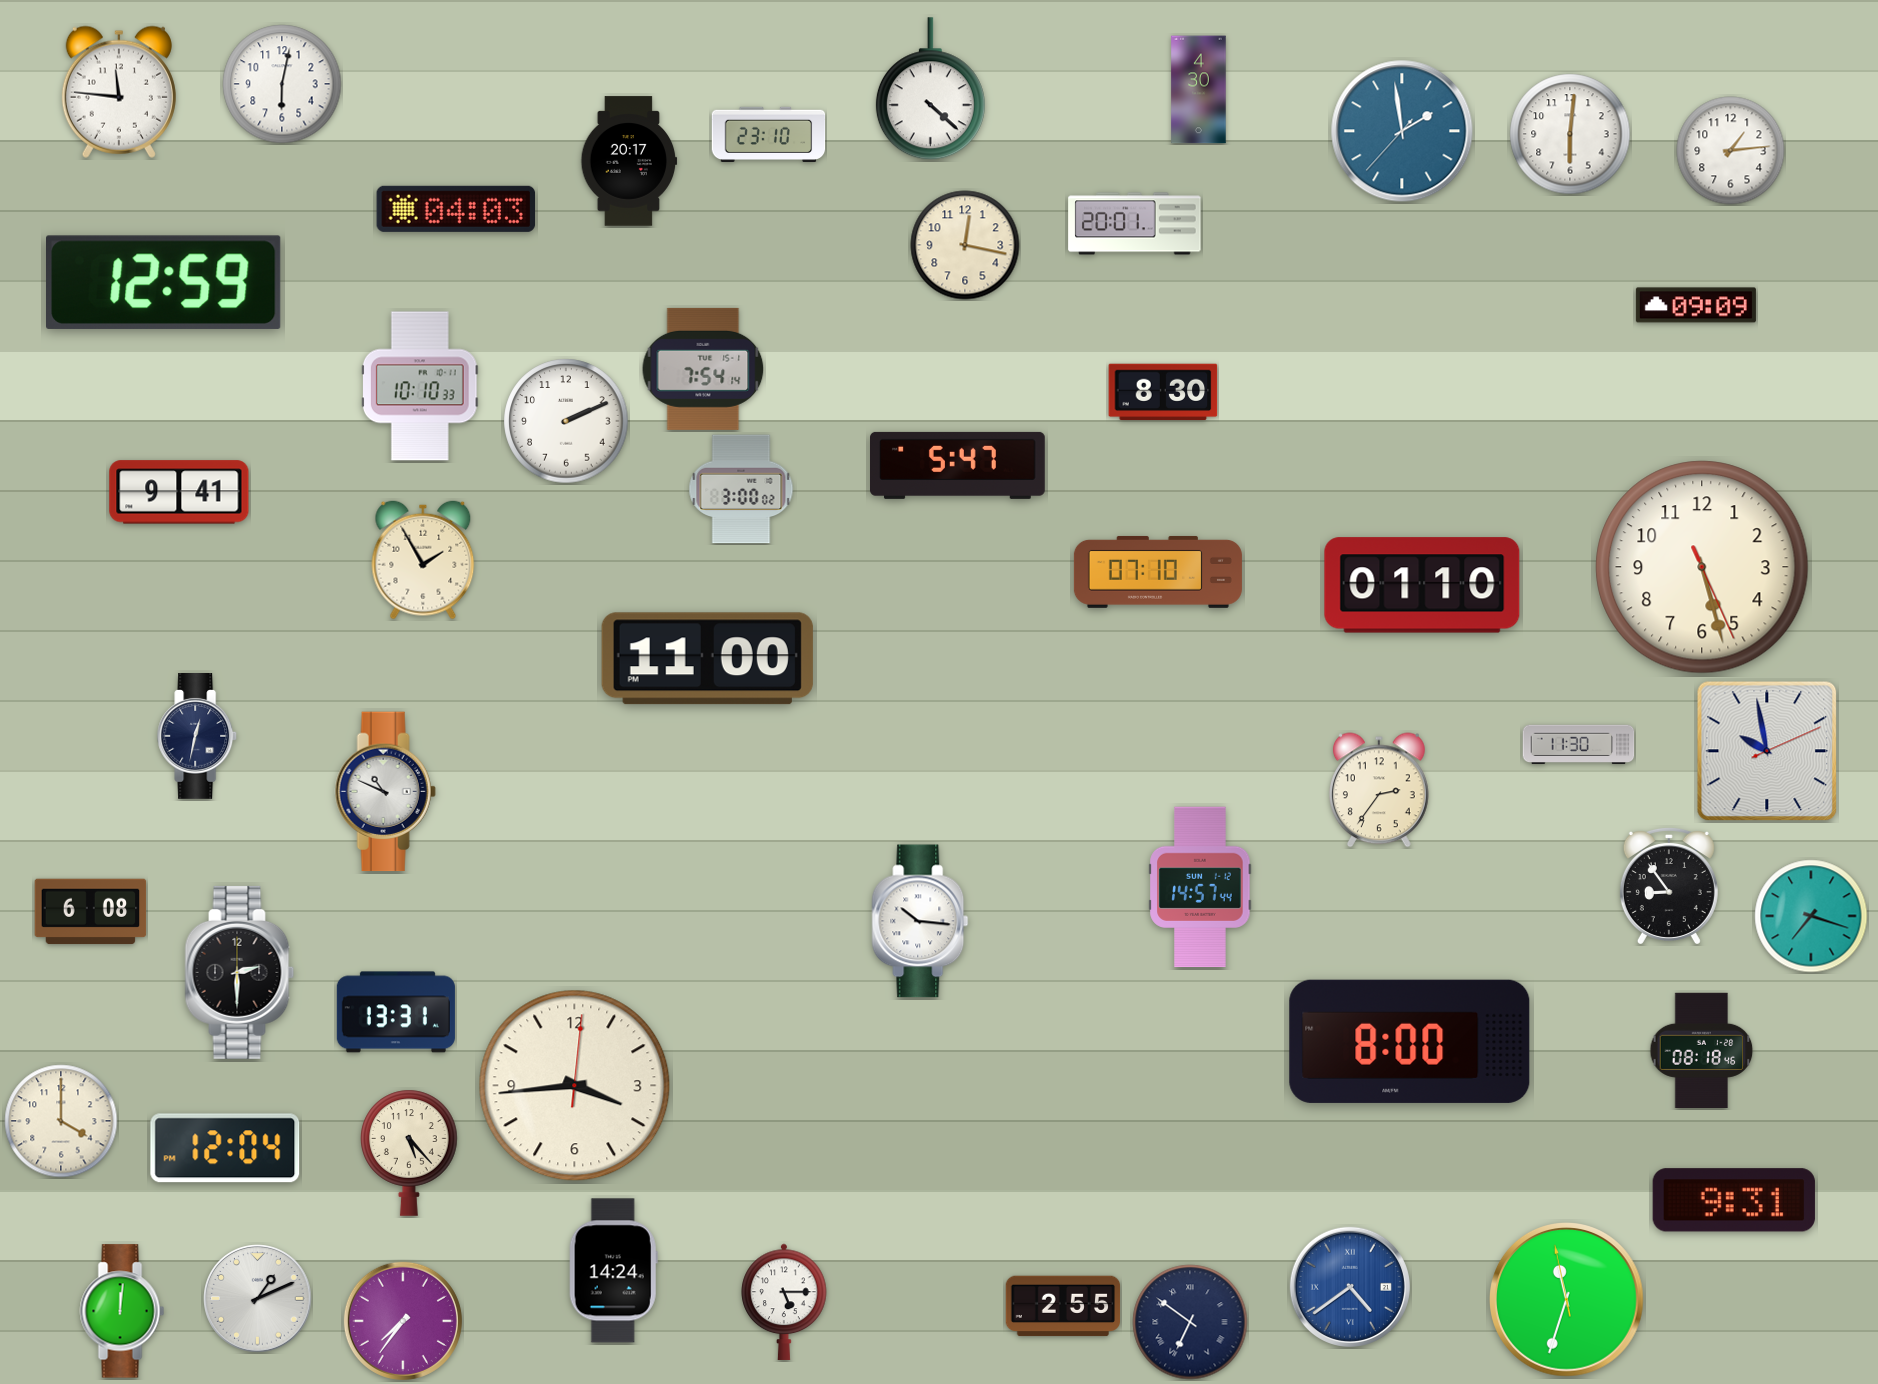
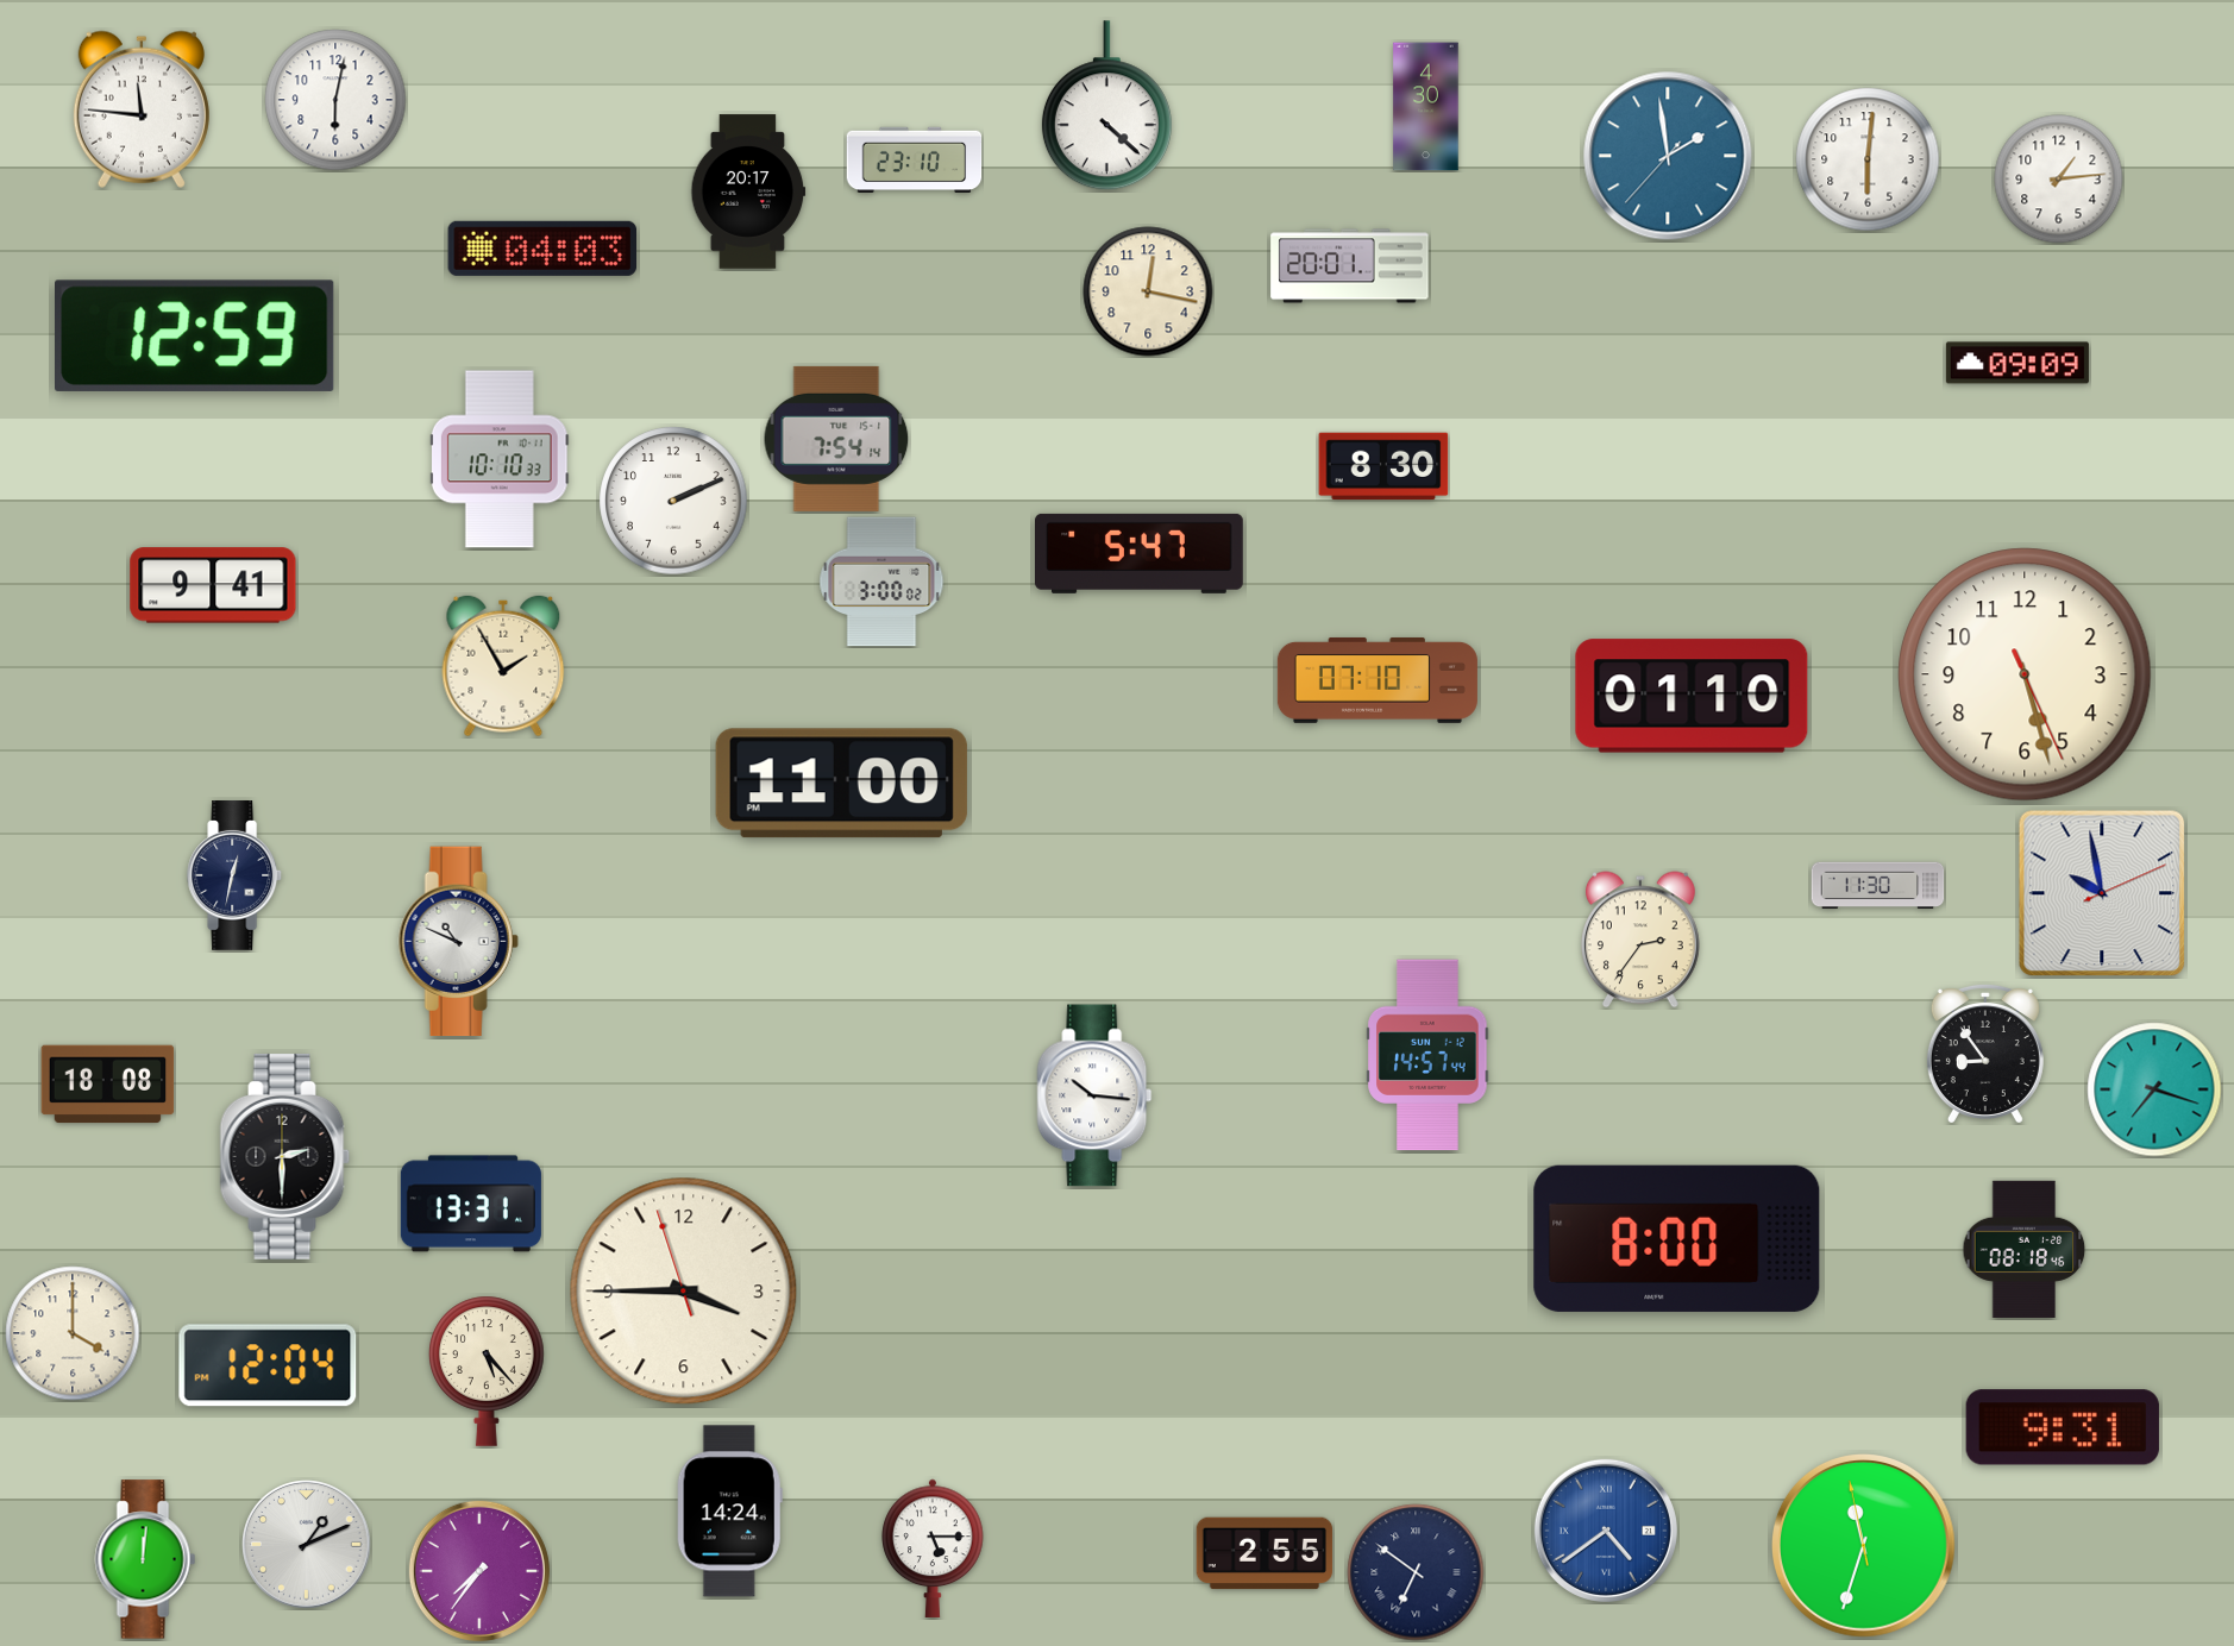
clock at (91, 912): 6:08 -> 18:08
clock at (575, 1086): 3:44:01 -> 3:44:57
